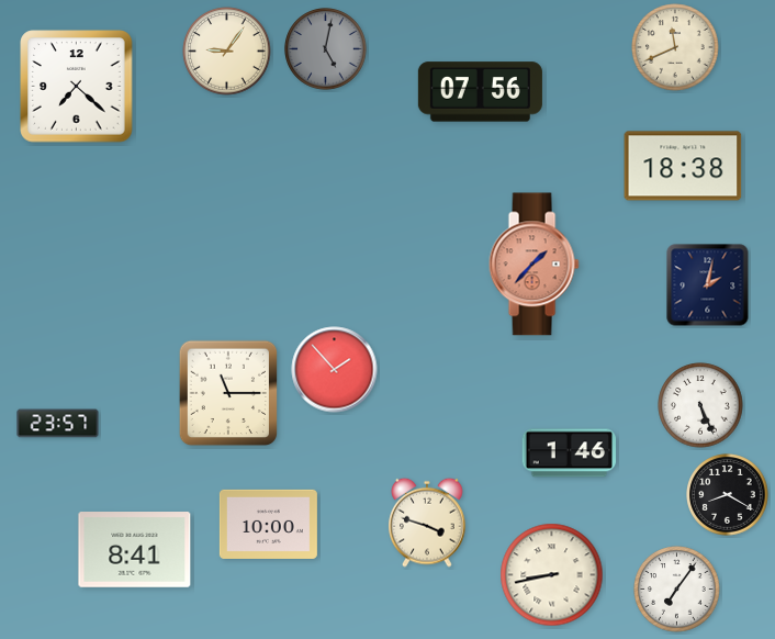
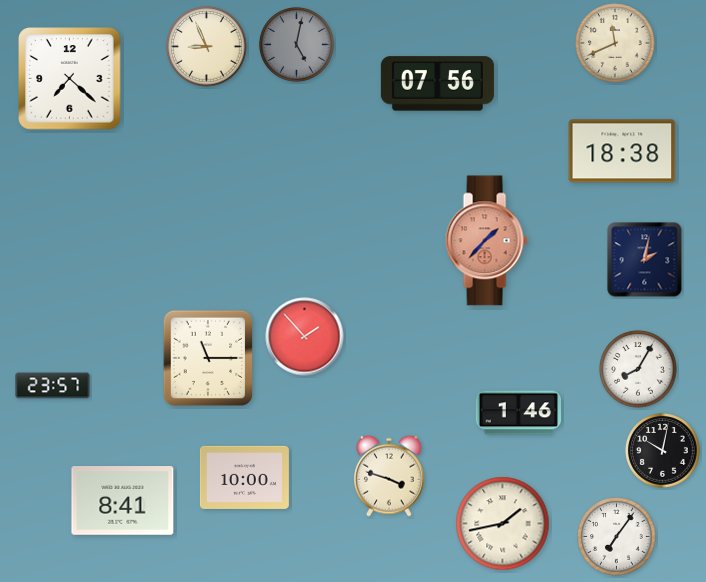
clock at (227, 52): 9:06 -> 8:56
clock at (700, 405): 5:26 -> 8:05
clock at (728, 495): 8:20 -> 10:02
clock at (552, 575): 8:43 -> 1:43
